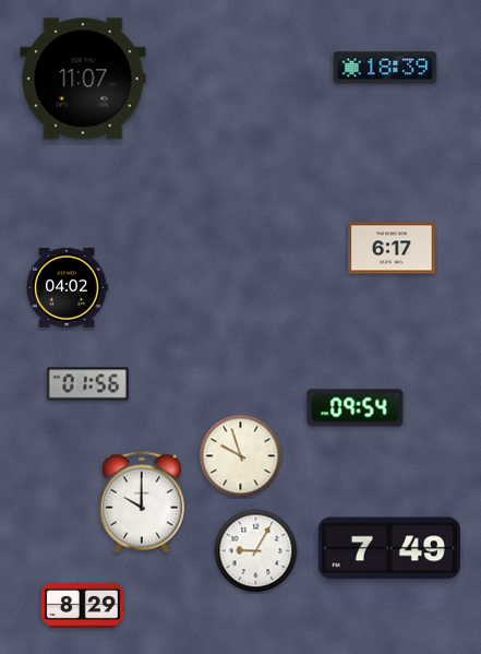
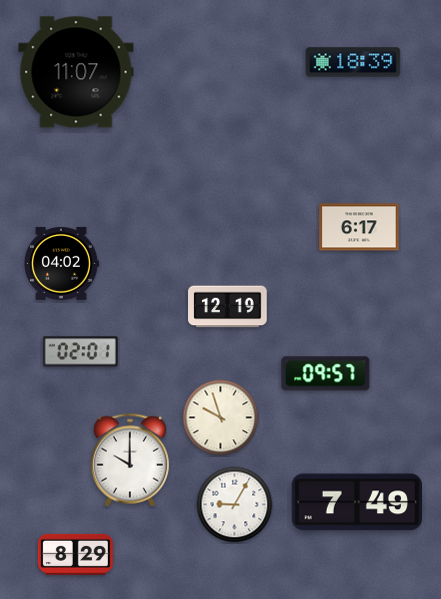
clock at (228, 307): none -> 12:19
clock at (87, 384): 01:56 -> 02:01
clock at (356, 408): 09:54 -> 09:57
